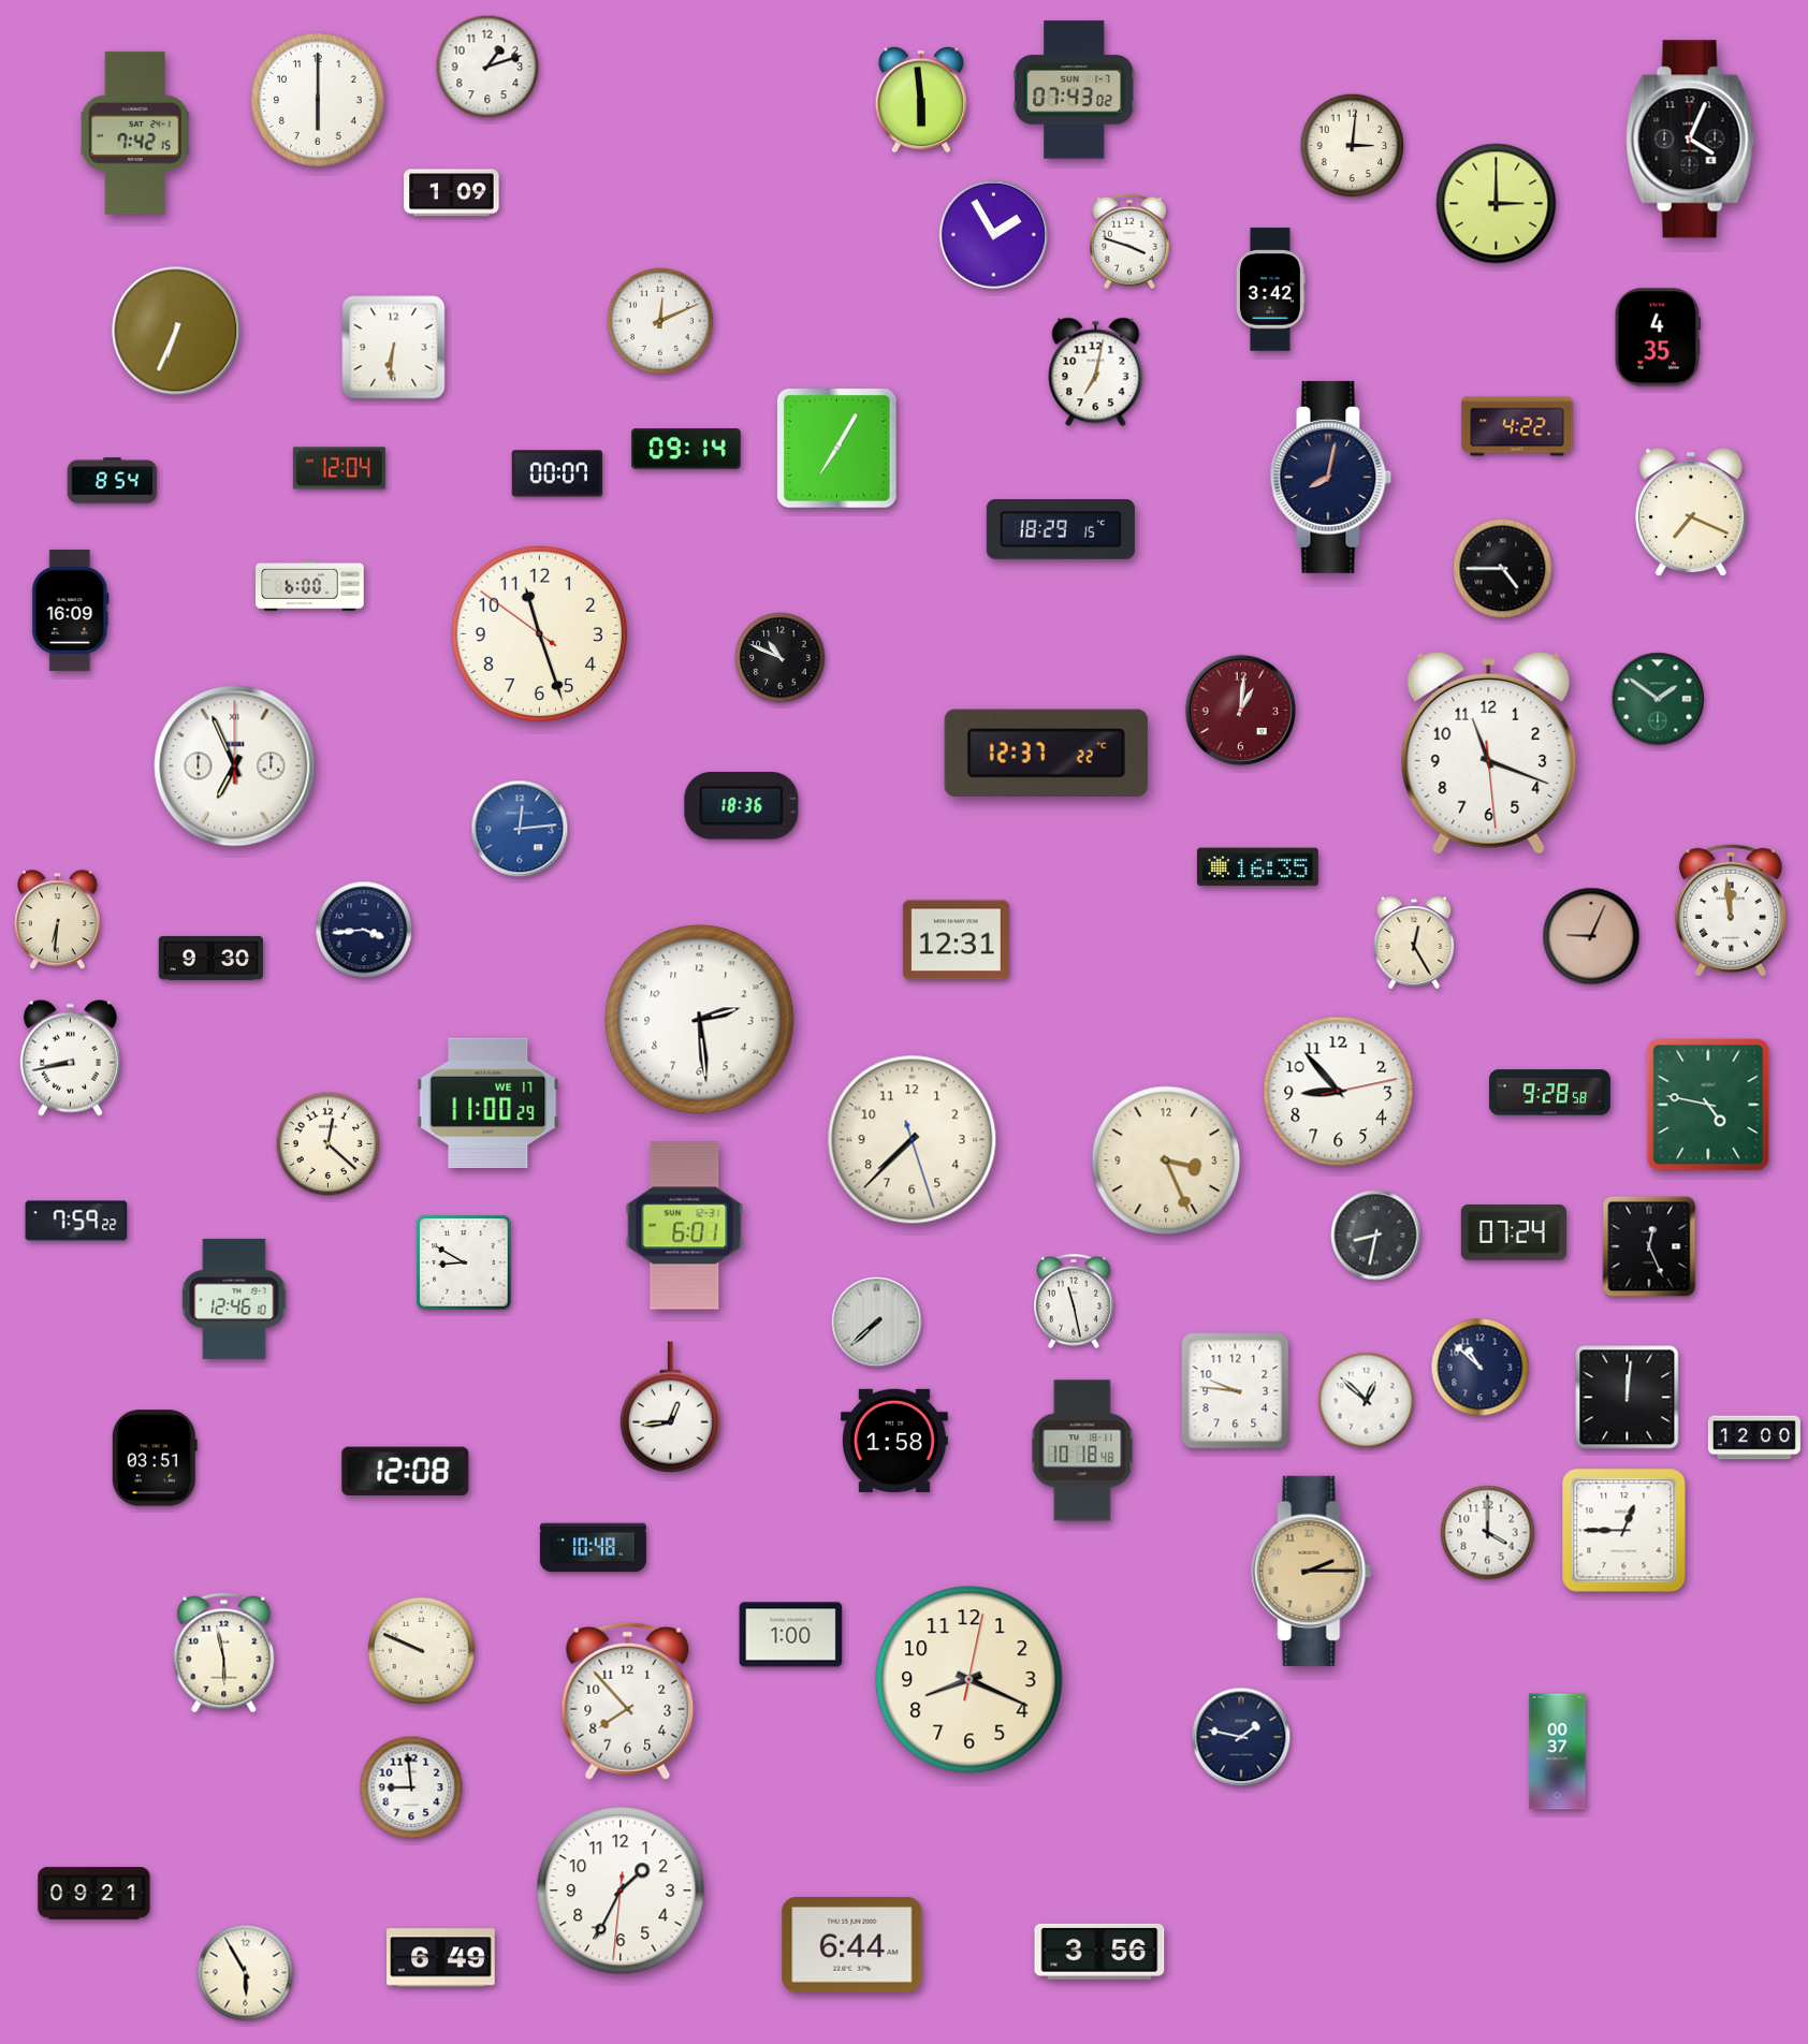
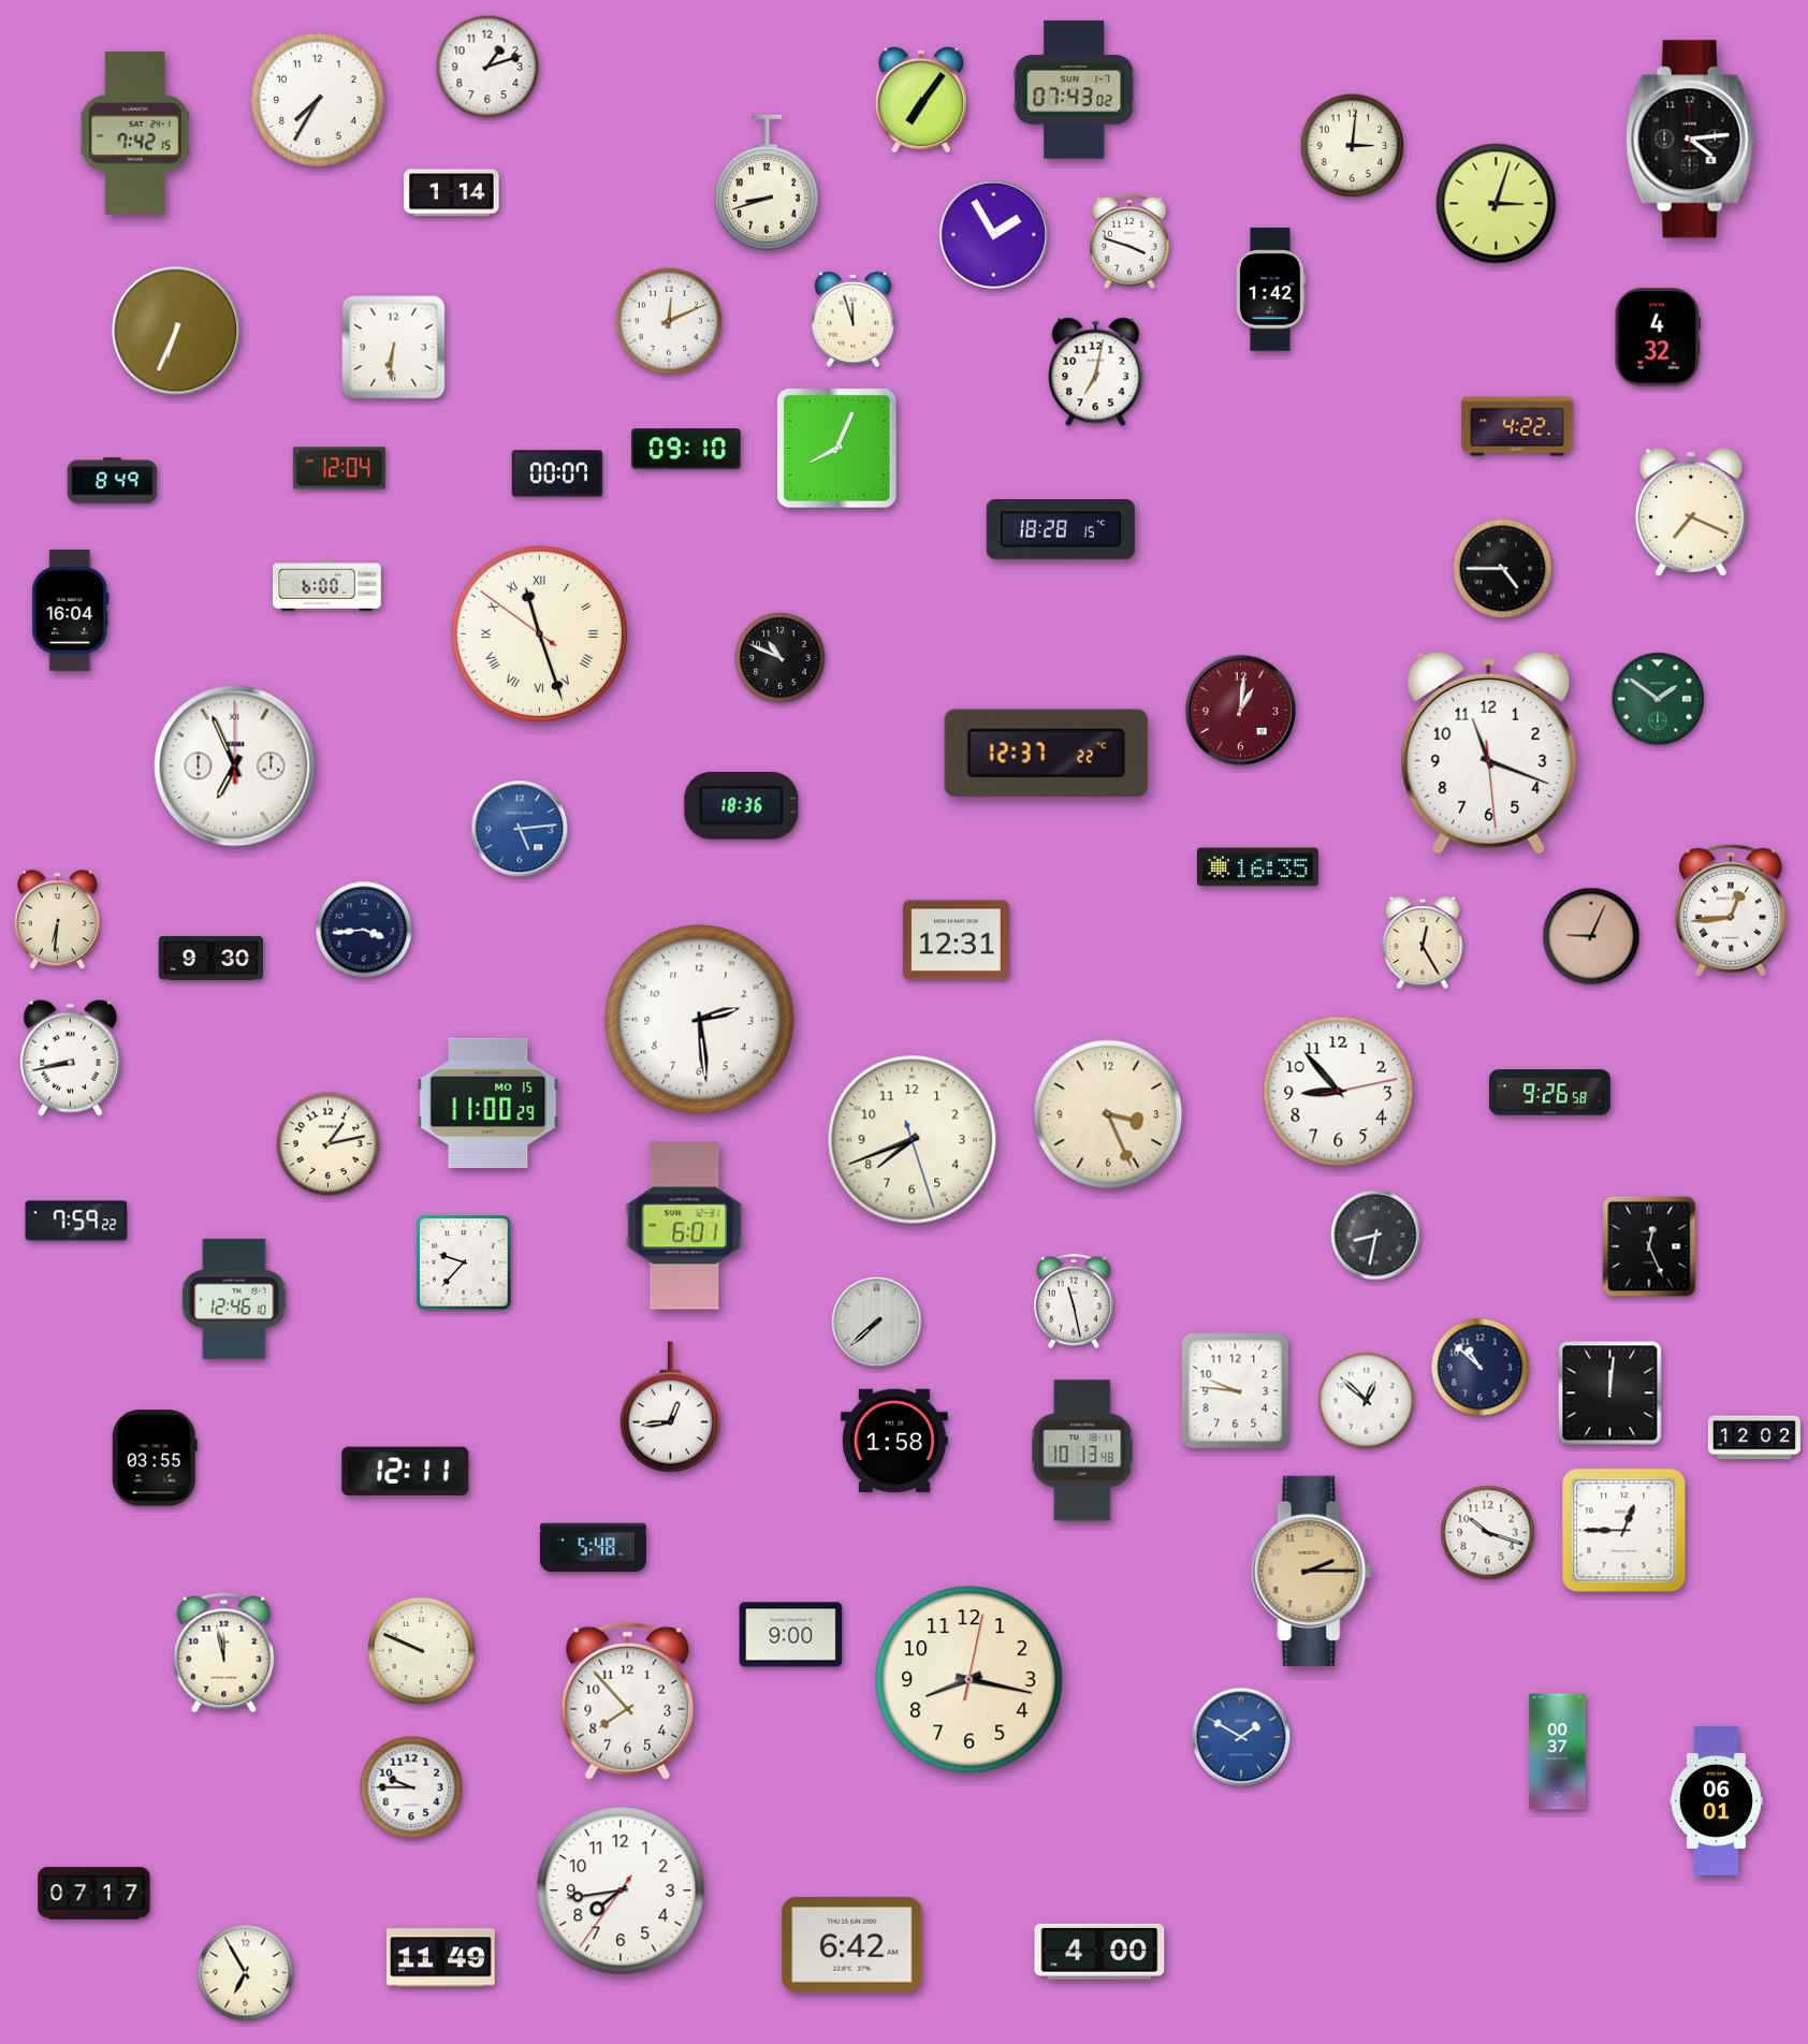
clock at (318, 100): 6:00 -> 7:35
clock at (921, 100): 5:59 -> 7:06
clock at (1691, 140): 4:04 -> 4:14
clock at (767, 182): none -> 8:42
clock at (452, 193): 1:09 -> 1:14
clock at (1497, 204): 3:00 -> 3:03
clock at (1270, 290): 3:42 -> 1:42
clock at (854, 319): none -> 11:57
clock at (659, 320) position: (659, 320) -> (668, 320)
clock at (1658, 337): 4:35 -> 4:32
clock at (686, 449): 09:14 -> 09:10
clock at (837, 449): 7:05 -> 8:04
clock at (1331, 477): 8:02 -> none
clock at (113, 481): 8:54 -> 8:49
clock at (1061, 529): 18:29 -> 18:28
clock at (310, 586) position: (310, 586) -> (327, 586)
clock at (71, 610): 16:09 -> 16:04
clock at (540, 634) numerals: Arabic -> Roman
clock at (520, 829): 12:14 -> 5:14
clock at (1731, 910): 11:59 -> 12:44
clock at (1414, 943) position: (1414, 943) -> (1423, 943)
clock at (1549, 1093): 9:28 -> 9:26
clock at (489, 1103) date: WE 17 -> MO 15
clock at (1708, 1105): 4:47 -> none
clock at (913, 1140): 7:37 -> 7:41
clock at (329, 1144): 12:22 -> 1:13
clock at (1166, 1160) position: (1166, 1160) -> (1108, 1114)
clock at (1514, 1232): 07:24 -> none
clock at (464, 1262): 8:50 -> 9:37
clock at (1628, 1398) position: (1628, 1398) -> (1610, 1393)
clock at (1754, 1437): 12:00 -> 12:02
clock at (1082, 1450): 10:18 -> 10:13
clock at (155, 1458): 03:51 -> 03:55
clock at (406, 1471): 12:08 -> 12:11
clock at (1488, 1533): 4:00 -> 10:18
clock at (593, 1548): 10:48 -> 5:48
clock at (791, 1635): 1:00 -> 9:00
clock at (224, 1653): 5:58 -> 11:58
clock at (969, 1680): 8:19 -> 8:17
clock at (1241, 1737): 1:47 -> 1:50
clock at (1241, 1737) dial: navy -> blue
clock at (411, 1787): 8:59 -> 9:45
clock at (1716, 1800): none -> 06:01
clock at (621, 1890): 1:34 -> 7:43
clock at (94, 1894): 09:21 -> 07:17
clock at (852, 1944): 6:44 -> 6:42
clock at (1099, 1952): 3:56 -> 4:00
clock at (441, 1958): 6:49 -> 11:49
clock at (246, 1973): 5:55 -> 6:55
